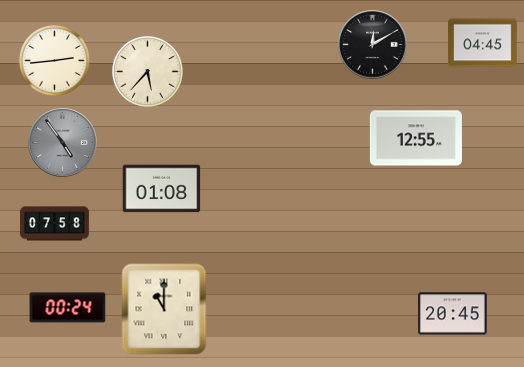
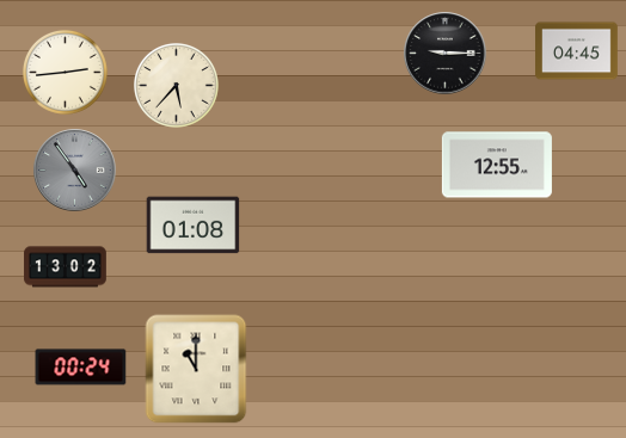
clock at (373, 45): 12:10 -> 9:15
clock at (55, 224): 07:58 -> 13:02
clock at (453, 314): 20:45 -> none
